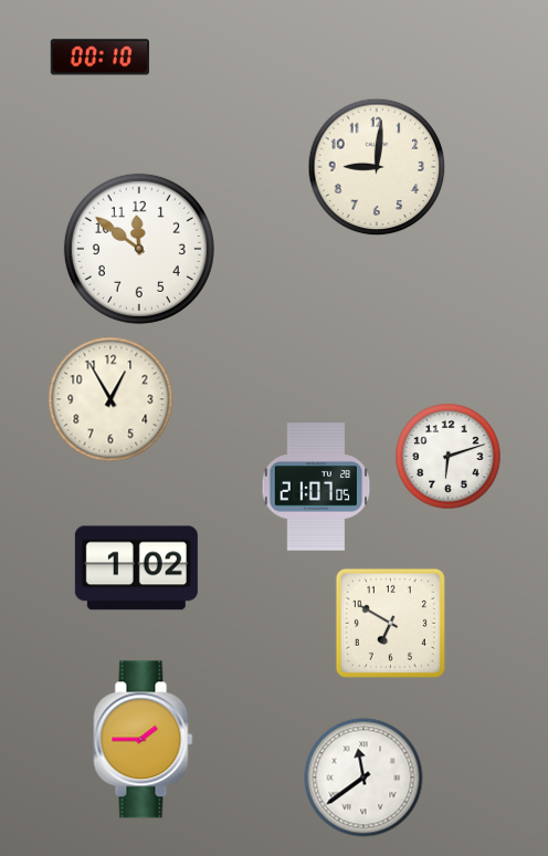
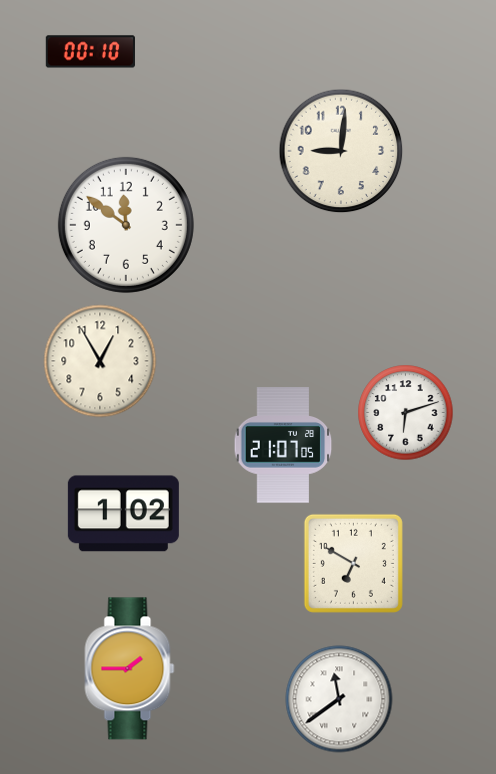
clock at (316, 487) position: (316, 487) -> (283, 445)
clock at (363, 777) position: (363, 777) -> (339, 699)
